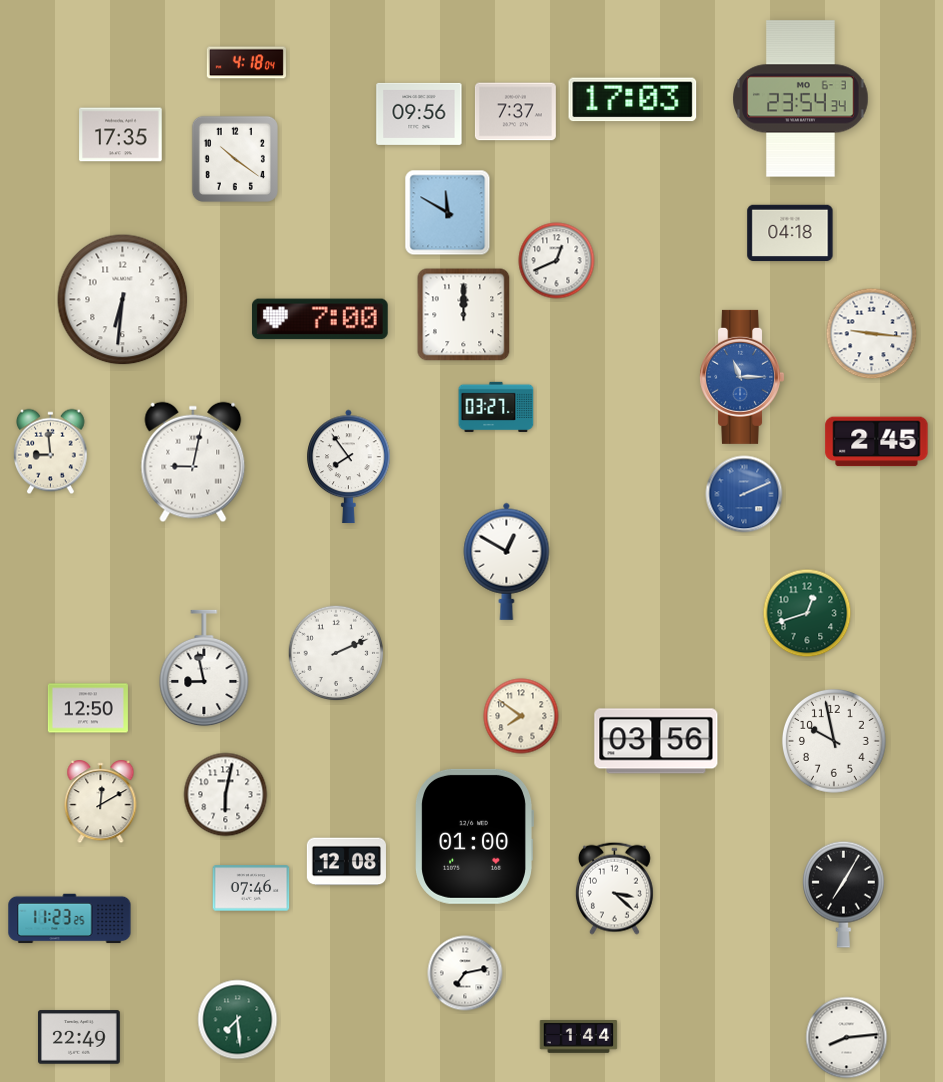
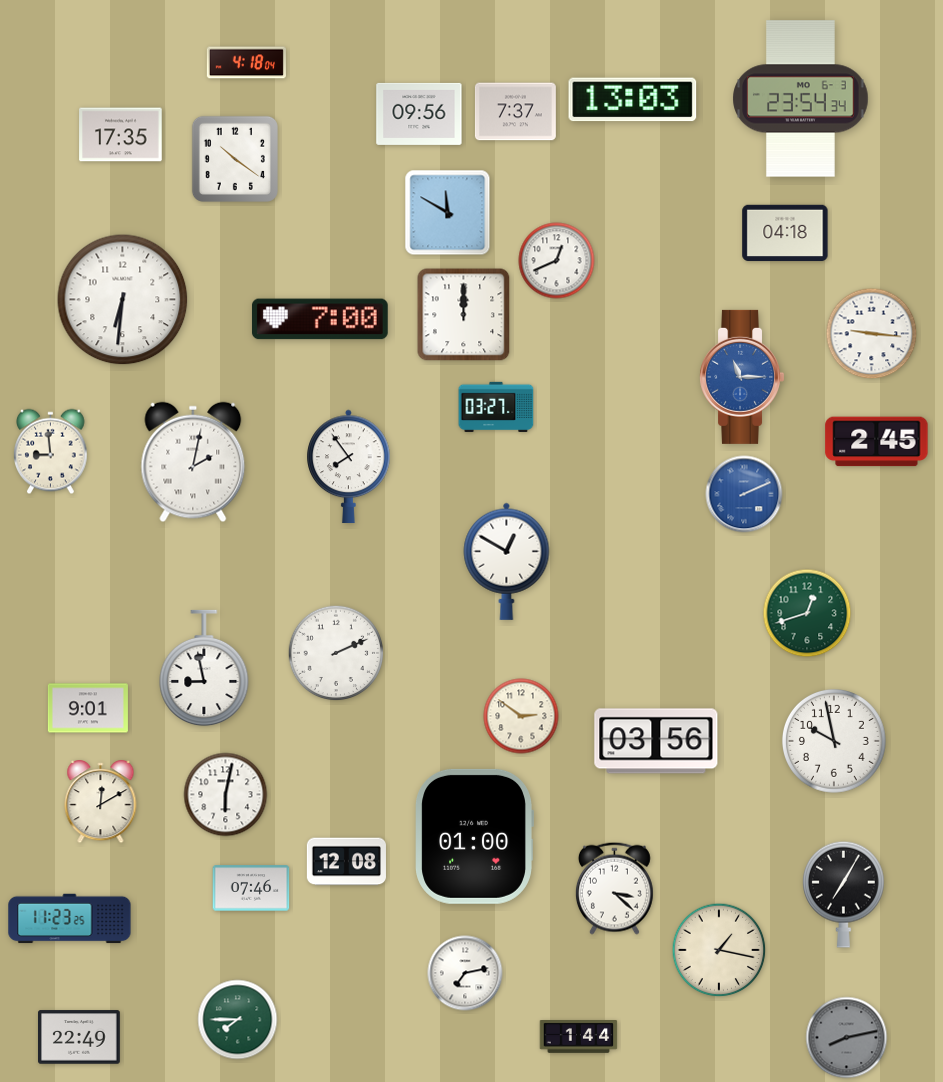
clock at (633, 100): 17:03 -> 13:03
clock at (790, 233) position: (790, 233) -> (785, 233)
clock at (193, 462): 9:02 -> 2:02
clock at (88, 708): 12:50 -> 9:01
clock at (521, 716): 7:51 -> 2:51
clock at (719, 950): none -> 1:17
clock at (238, 1020): 7:29 -> 7:45
clock at (847, 1038): 8:14 -> 8:13
clock at (847, 1038) dial: white -> grey
